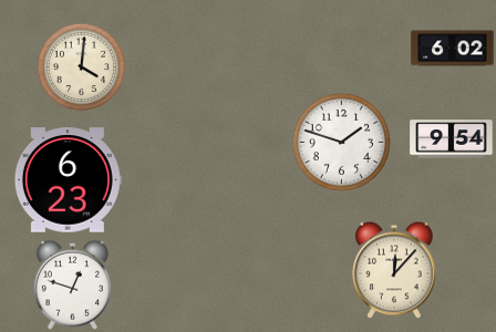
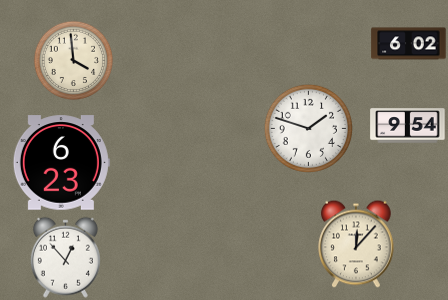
clock at (82, 68): 4:01 -> 3:59
clock at (72, 284): 12:48 -> 12:53
